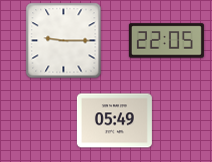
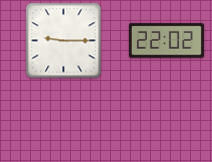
clock at (166, 41): 22:05 -> 22:02
clock at (114, 121): 05:49 -> none
